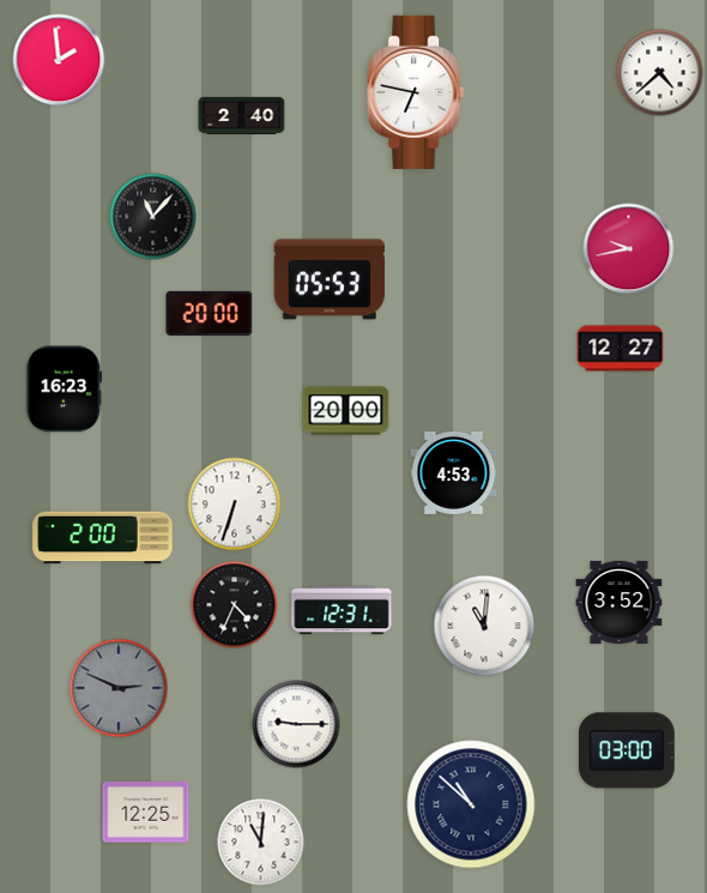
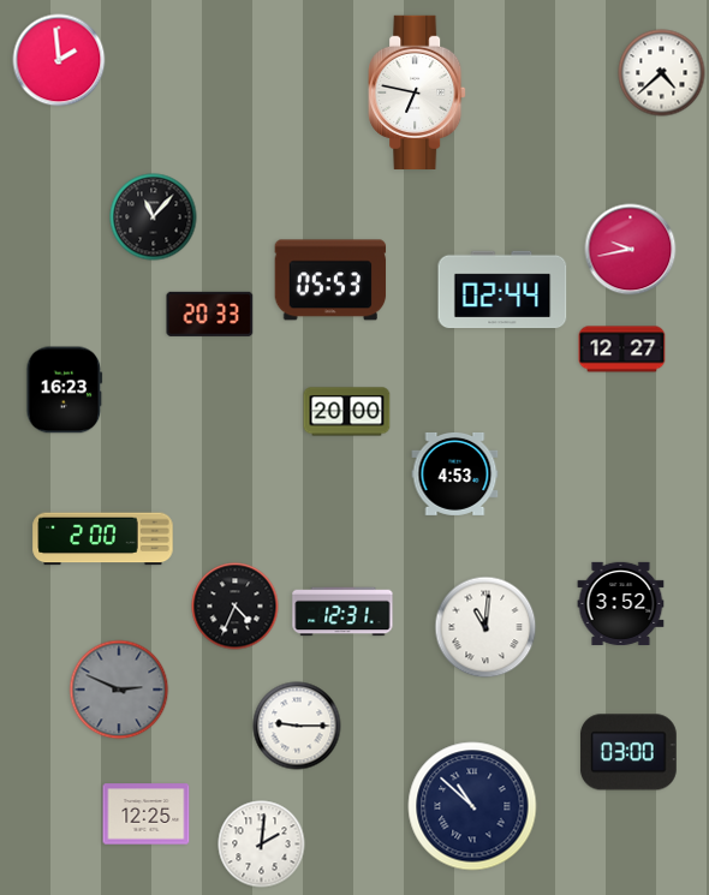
clock at (242, 115): 2:40 -> none
clock at (502, 290): none -> 02:44
clock at (210, 313): 20:00 -> 20:33
clock at (235, 505): 6:33 -> none
clock at (261, 843): 11:01 -> 2:01
